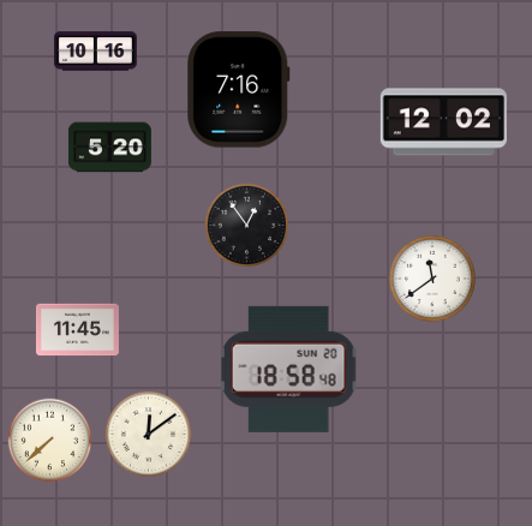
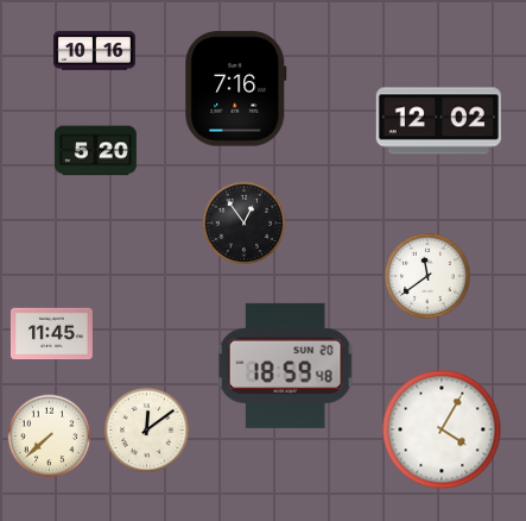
clock at (109, 148) position: (109, 148) -> (95, 151)
clock at (77, 330) position: (77, 330) -> (51, 334)
clock at (288, 369): 18:58 -> 18:59
clock at (442, 429): none -> 4:05
